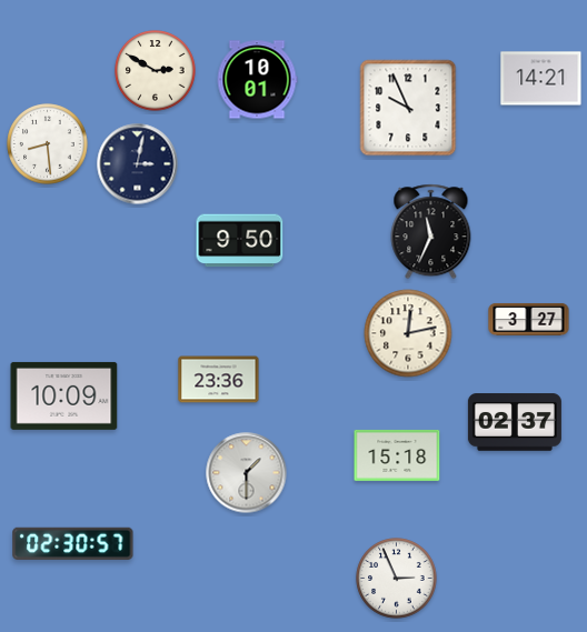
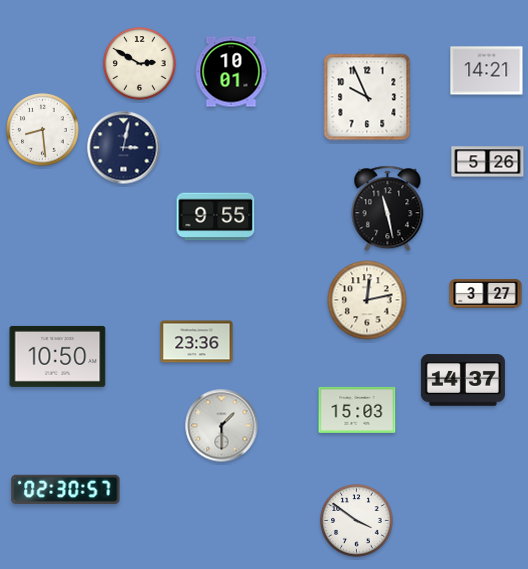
clock at (488, 162): none -> 5:26
clock at (431, 232): 11:34 -> 11:28
clock at (240, 241): 9:50 -> 9:55
clock at (529, 319) position: (529, 319) -> (486, 293)
clock at (64, 395): 10:09 -> 10:50
clock at (515, 422): 02:37 -> 14:37
clock at (397, 455): 15:18 -> 15:03
clock at (397, 579): 2:56 -> 3:51
